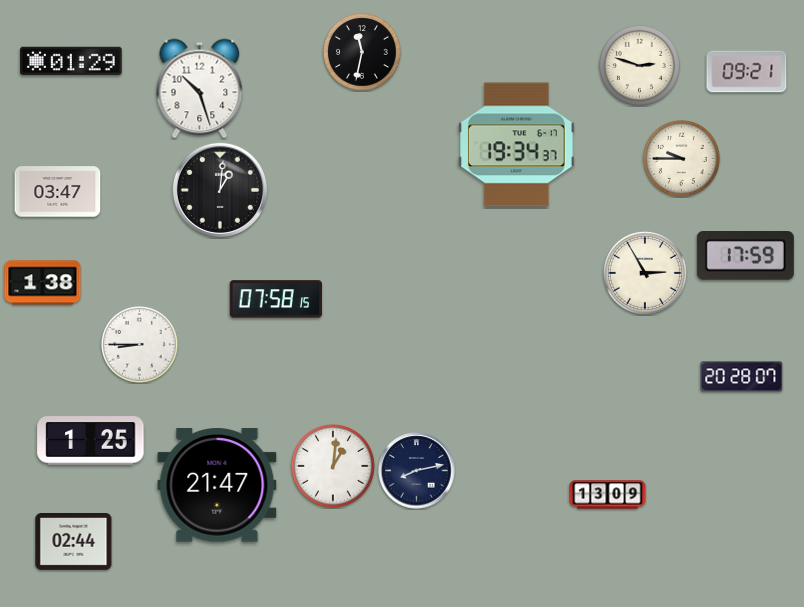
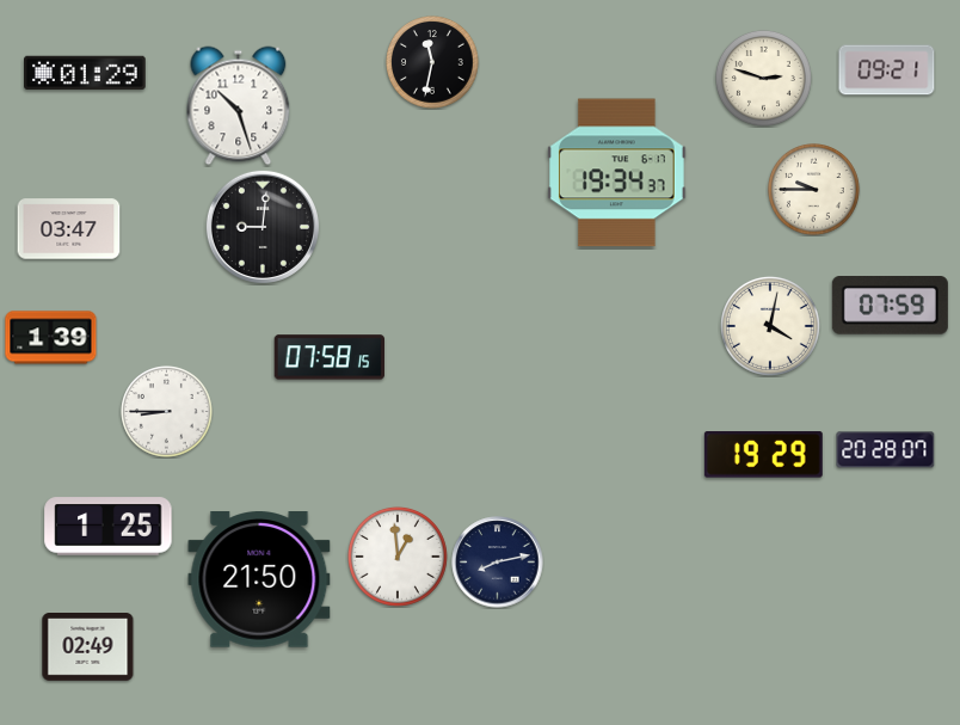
clock at (747, 72) position: (747, 72) -> (887, 70)
clock at (220, 190): 1:01 -> 9:01
clock at (745, 256): 17:59 -> 07:59
clock at (645, 273): 2:55 -> 4:02
clock at (43, 283): 1:38 -> 1:39
clock at (763, 455): none -> 19:29
clock at (333, 466): 1:01 -> 12:59
clock at (217, 486): 21:47 -> 21:50
clock at (608, 495): 13:09 -> none
clock at (74, 542): 02:44 -> 02:49
